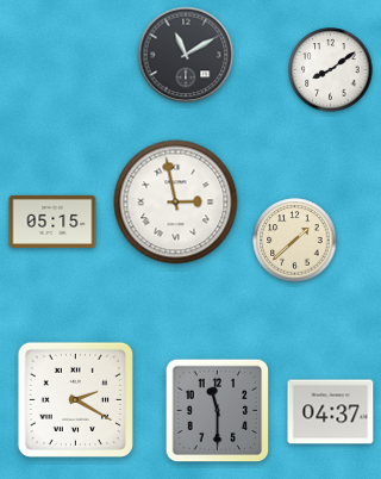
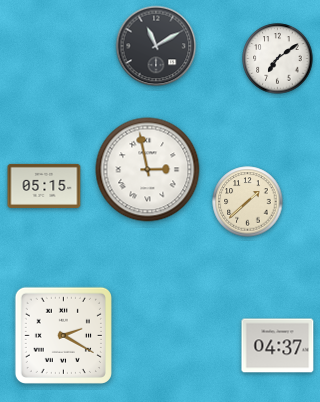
clock at (331, 70): 8:09 -> 7:09
clock at (218, 411): 11:30 -> none
